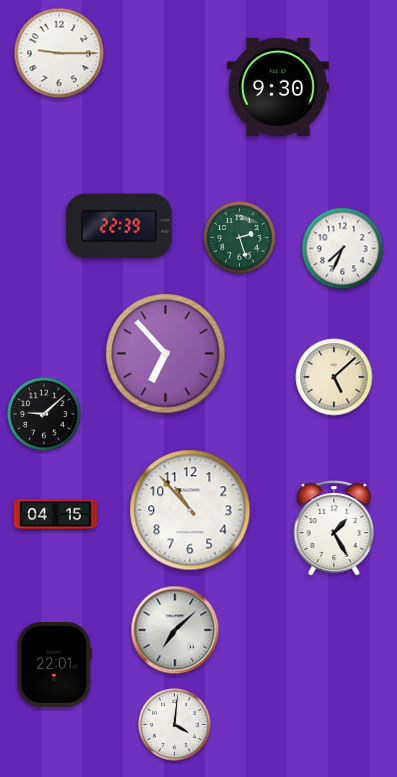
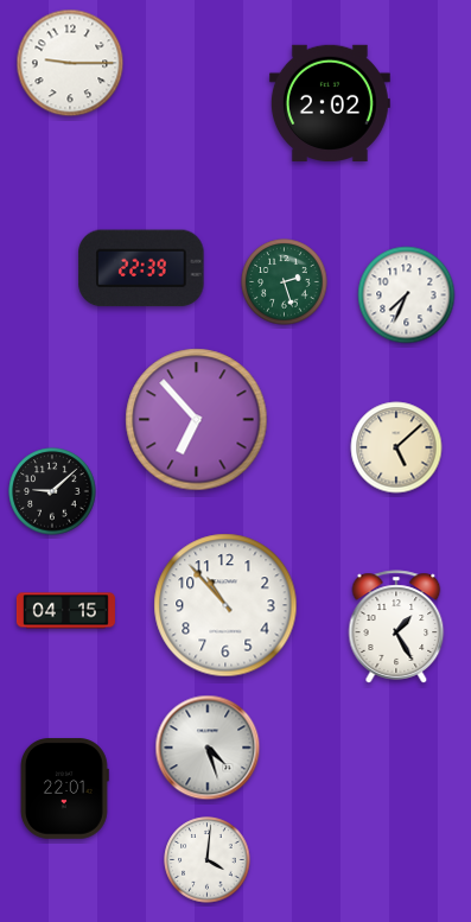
clock at (278, 87): 9:30 -> 2:02
clock at (175, 630): 7:08 -> 4:27
